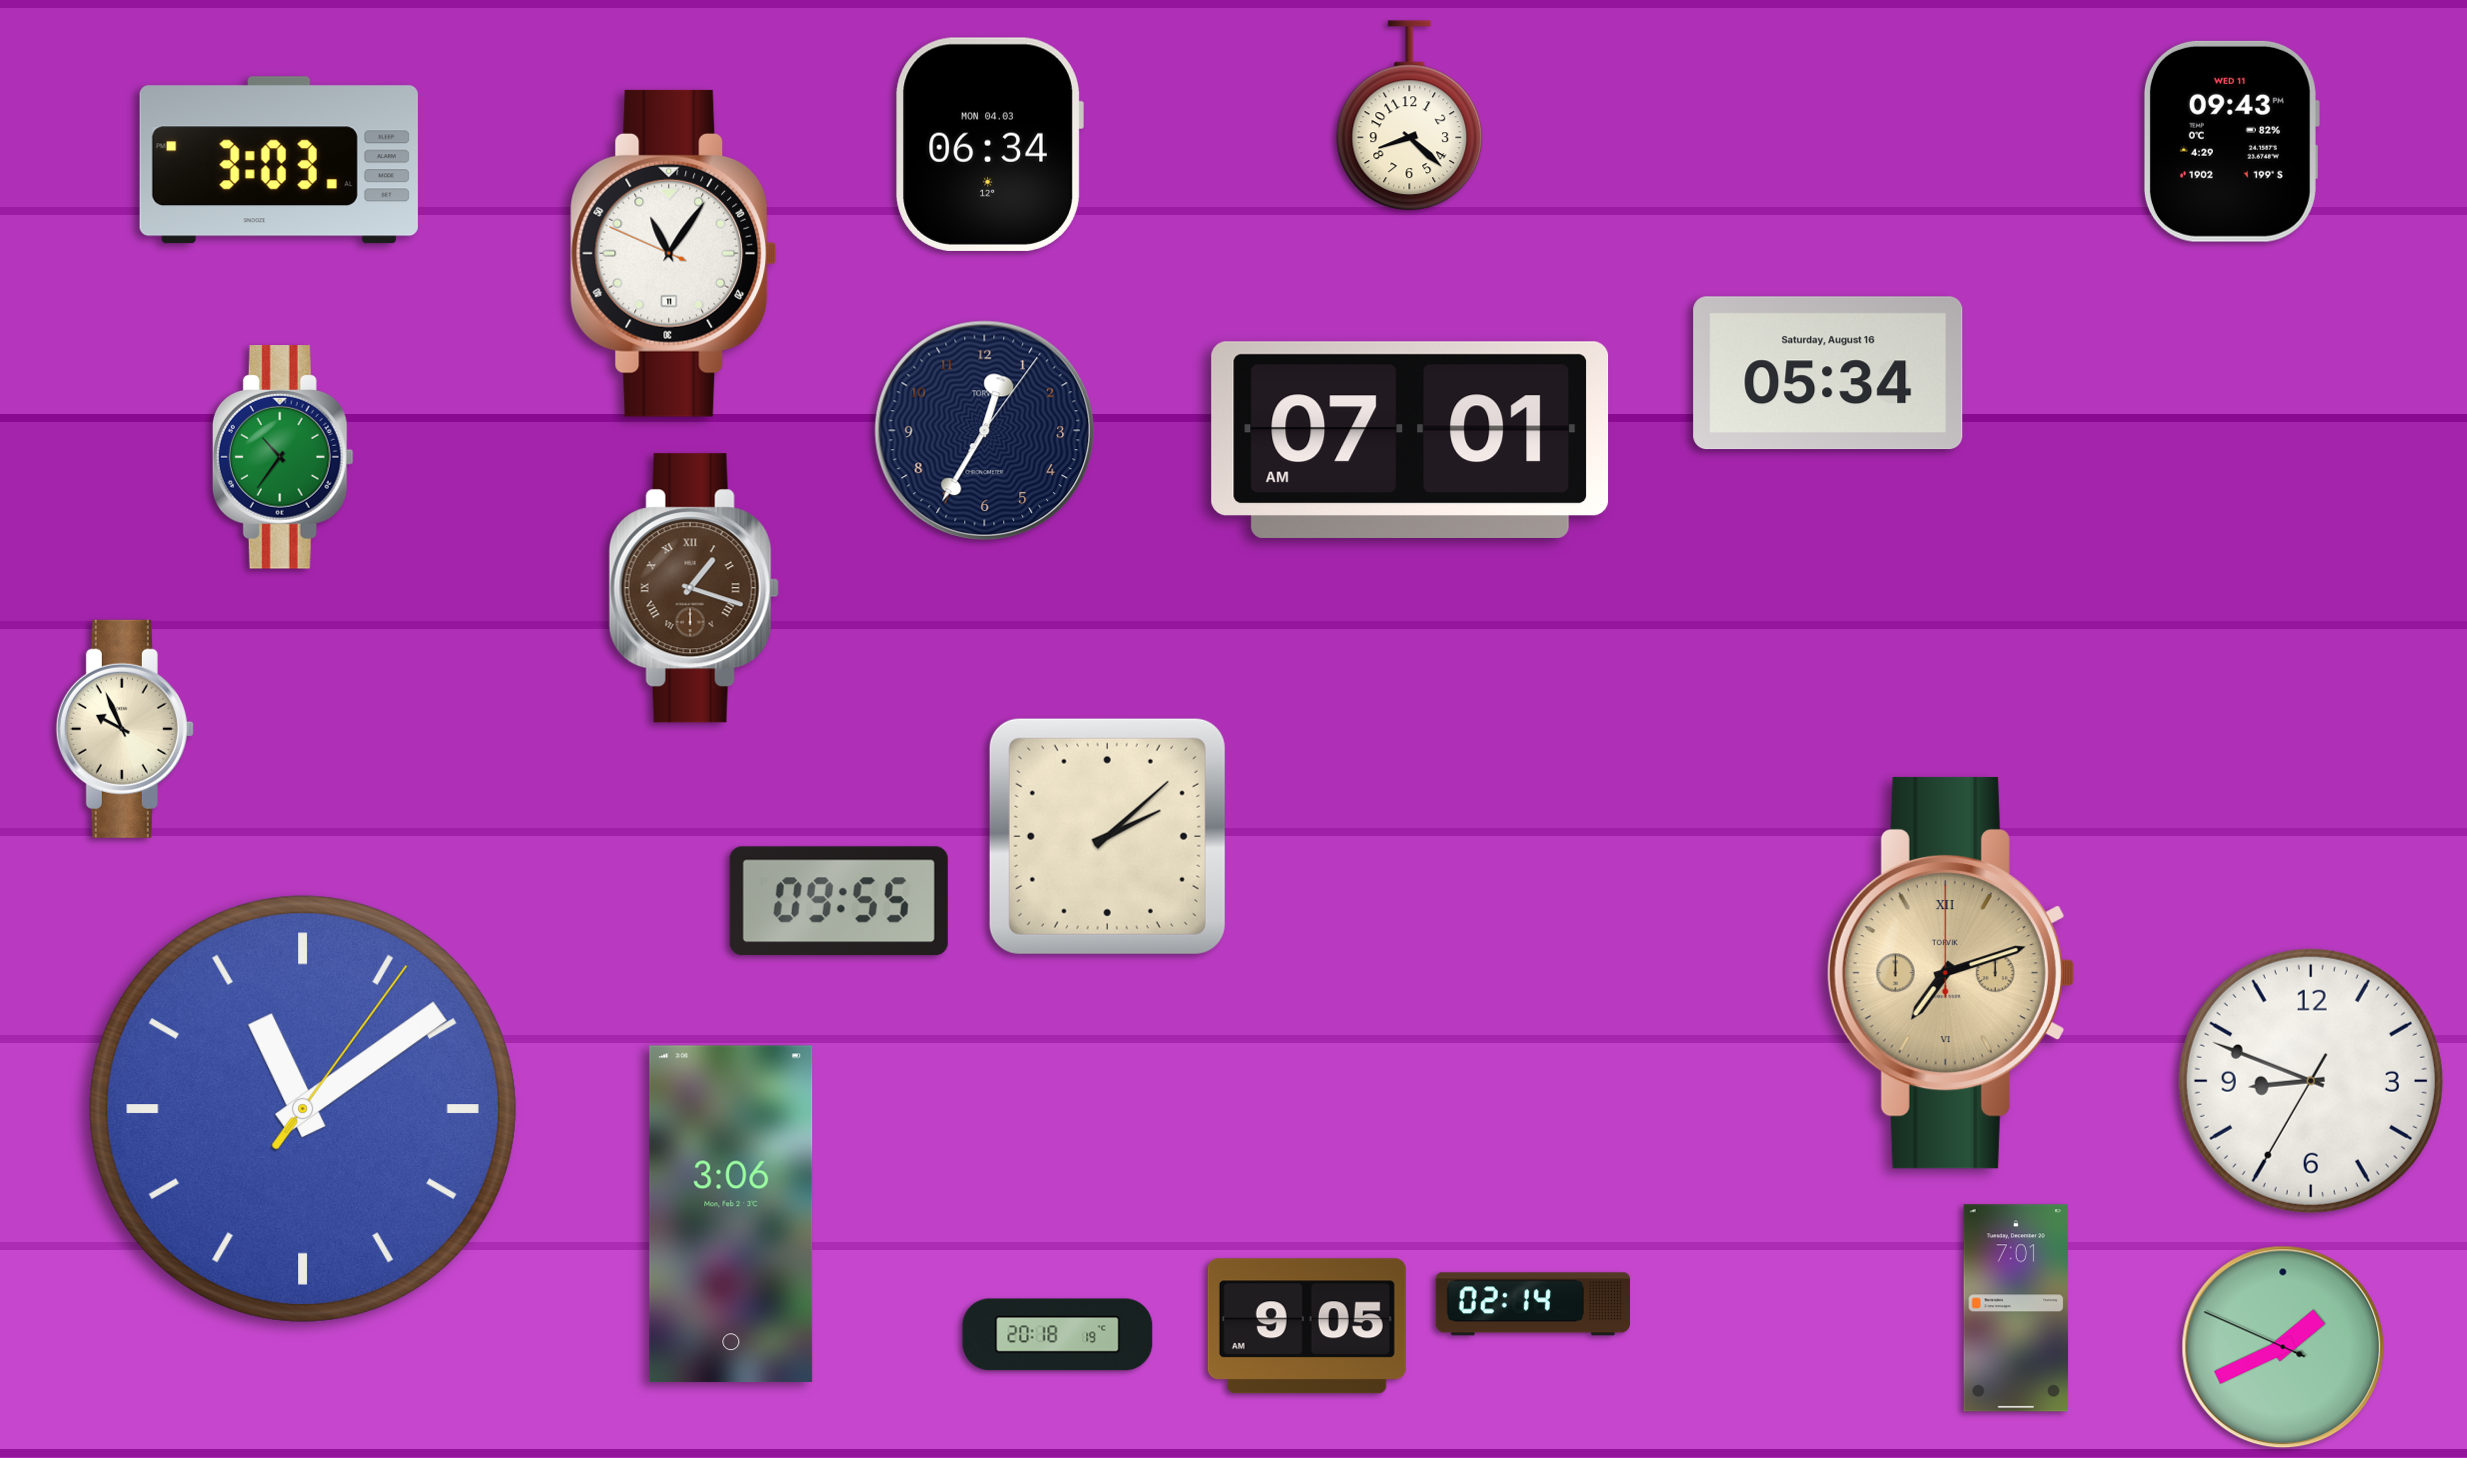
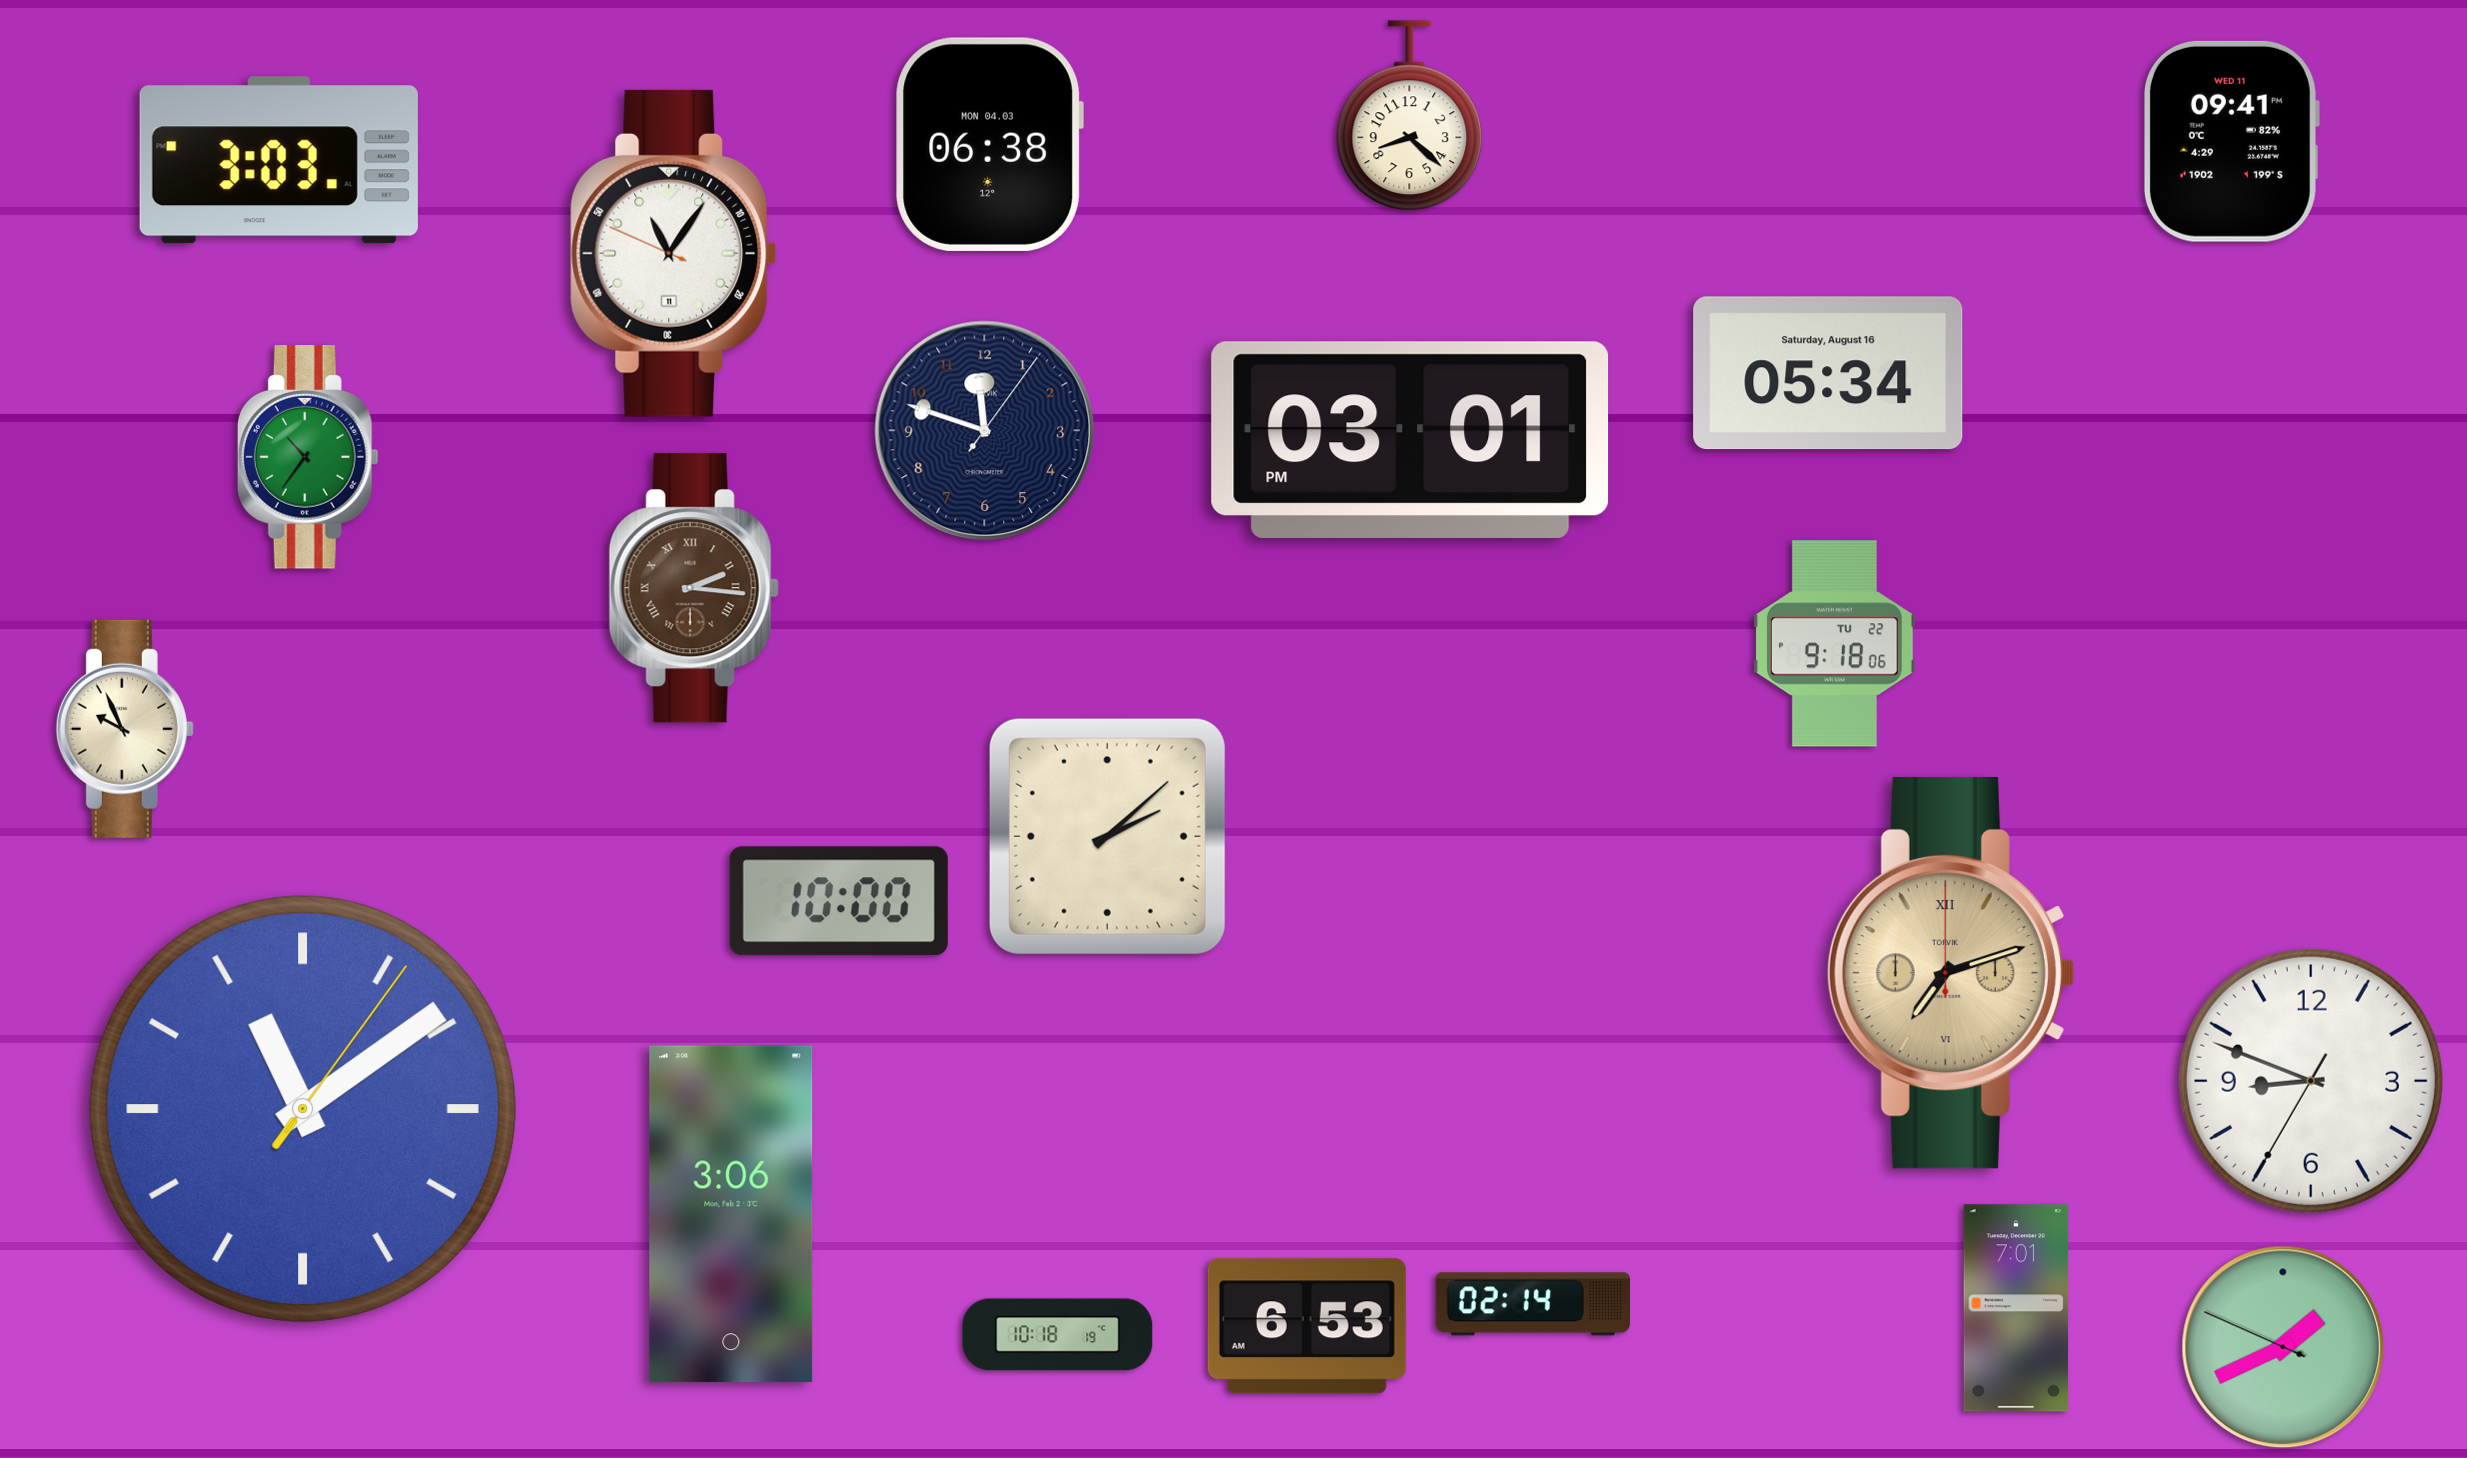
clock at (2231, 141): 09:43 -> 09:41
clock at (989, 144): 06:34 -> 06:38
clock at (985, 431): 12:35 -> 11:48
clock at (1410, 440): 07:01 -> 03:01
clock at (283, 457) position: (283, 457) -> (308, 457)
clock at (694, 588): 1:18 -> 2:16
clock at (1834, 644): none -> 9:18
clock at (839, 901): 09:55 -> 10:00
clock at (1307, 1326): 9:05 -> 6:53
clock at (1058, 1335): 20:18 -> 10:18
